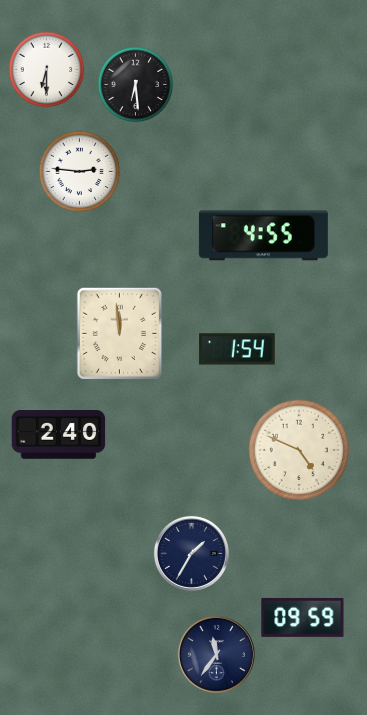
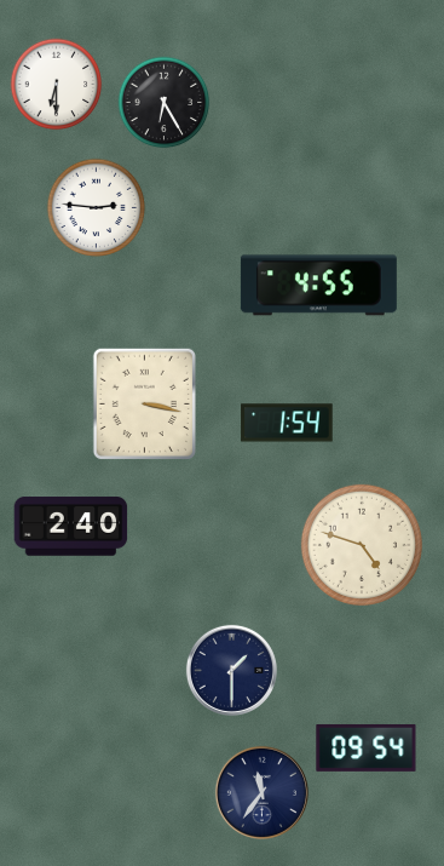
clock at (136, 85): 6:29 -> 6:25
clock at (119, 333): 11:59 -> 3:17
clock at (299, 450): 4:49 -> 4:48
clock at (191, 553): 1:35 -> 1:30
clock at (303, 617): 09:59 -> 09:54
